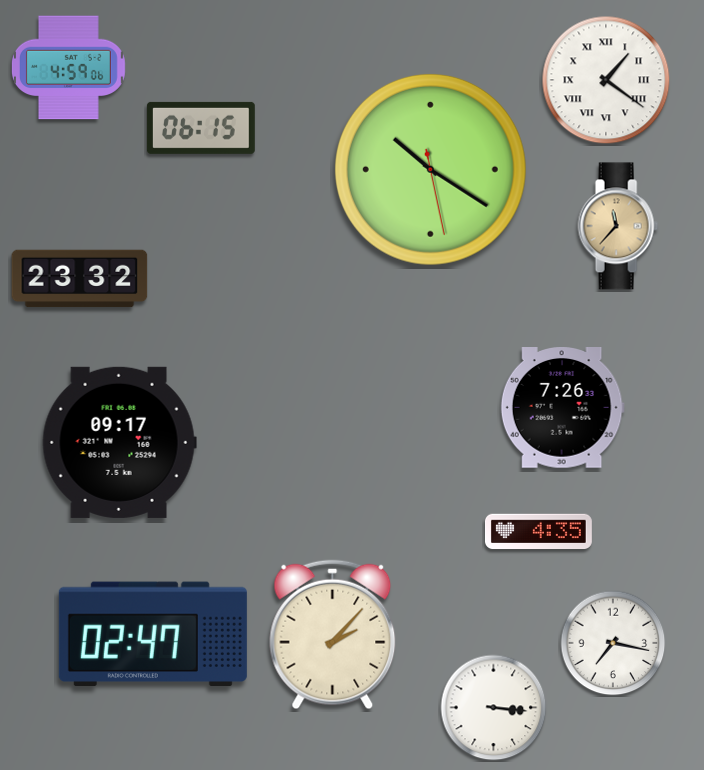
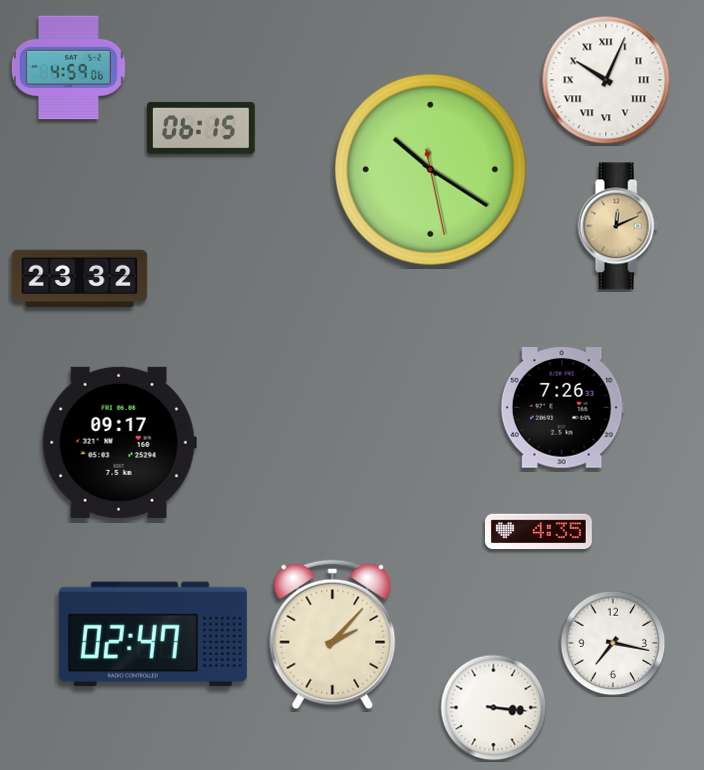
clock at (606, 80): 1:21 -> 10:04
clock at (618, 226): 11:37 -> 12:11
